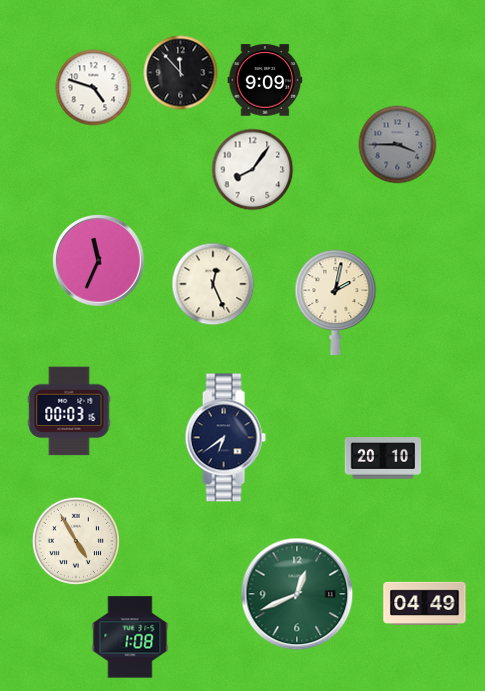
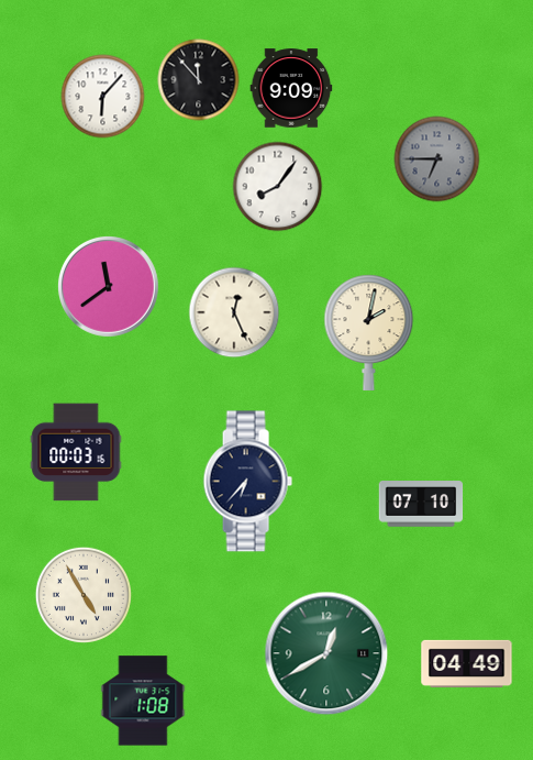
clock at (94, 88): 4:48 -> 6:07
clock at (398, 145): 3:45 -> 6:45
clock at (98, 260): 11:34 -> 11:39
clock at (225, 438): 6:39 -> 6:37
clock at (383, 458): 20:10 -> 07:10
clock at (297, 594): 12:41 -> 12:40
